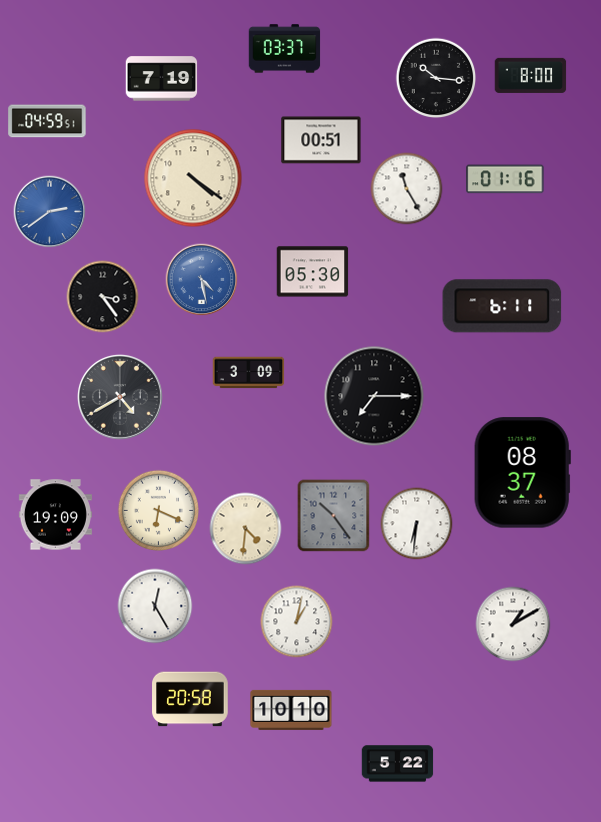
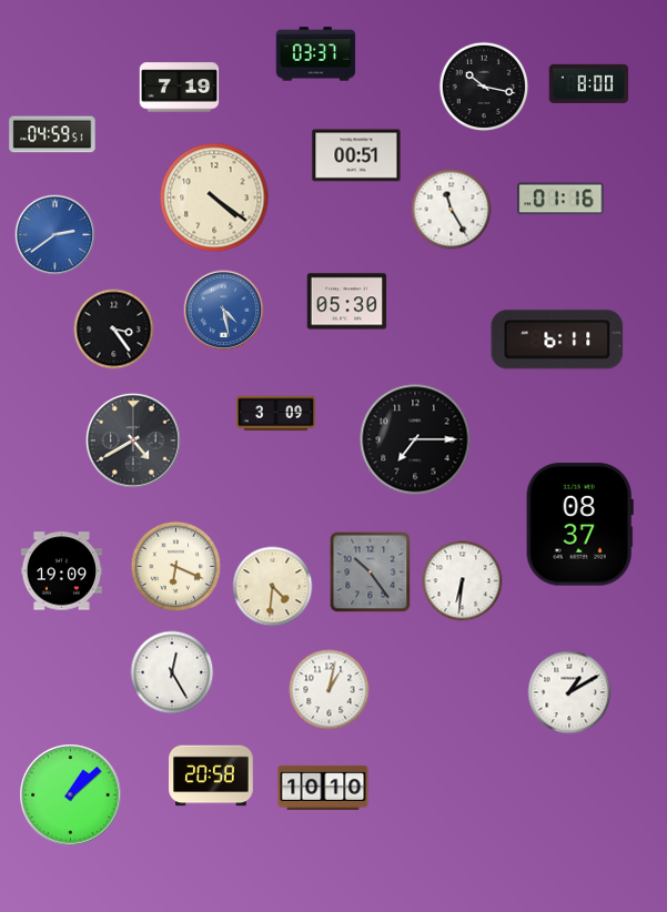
clock at (436, 78): 10:16 -> 10:17
clock at (71, 796): none -> 1:08
clock at (398, 764): 5:22 -> none
